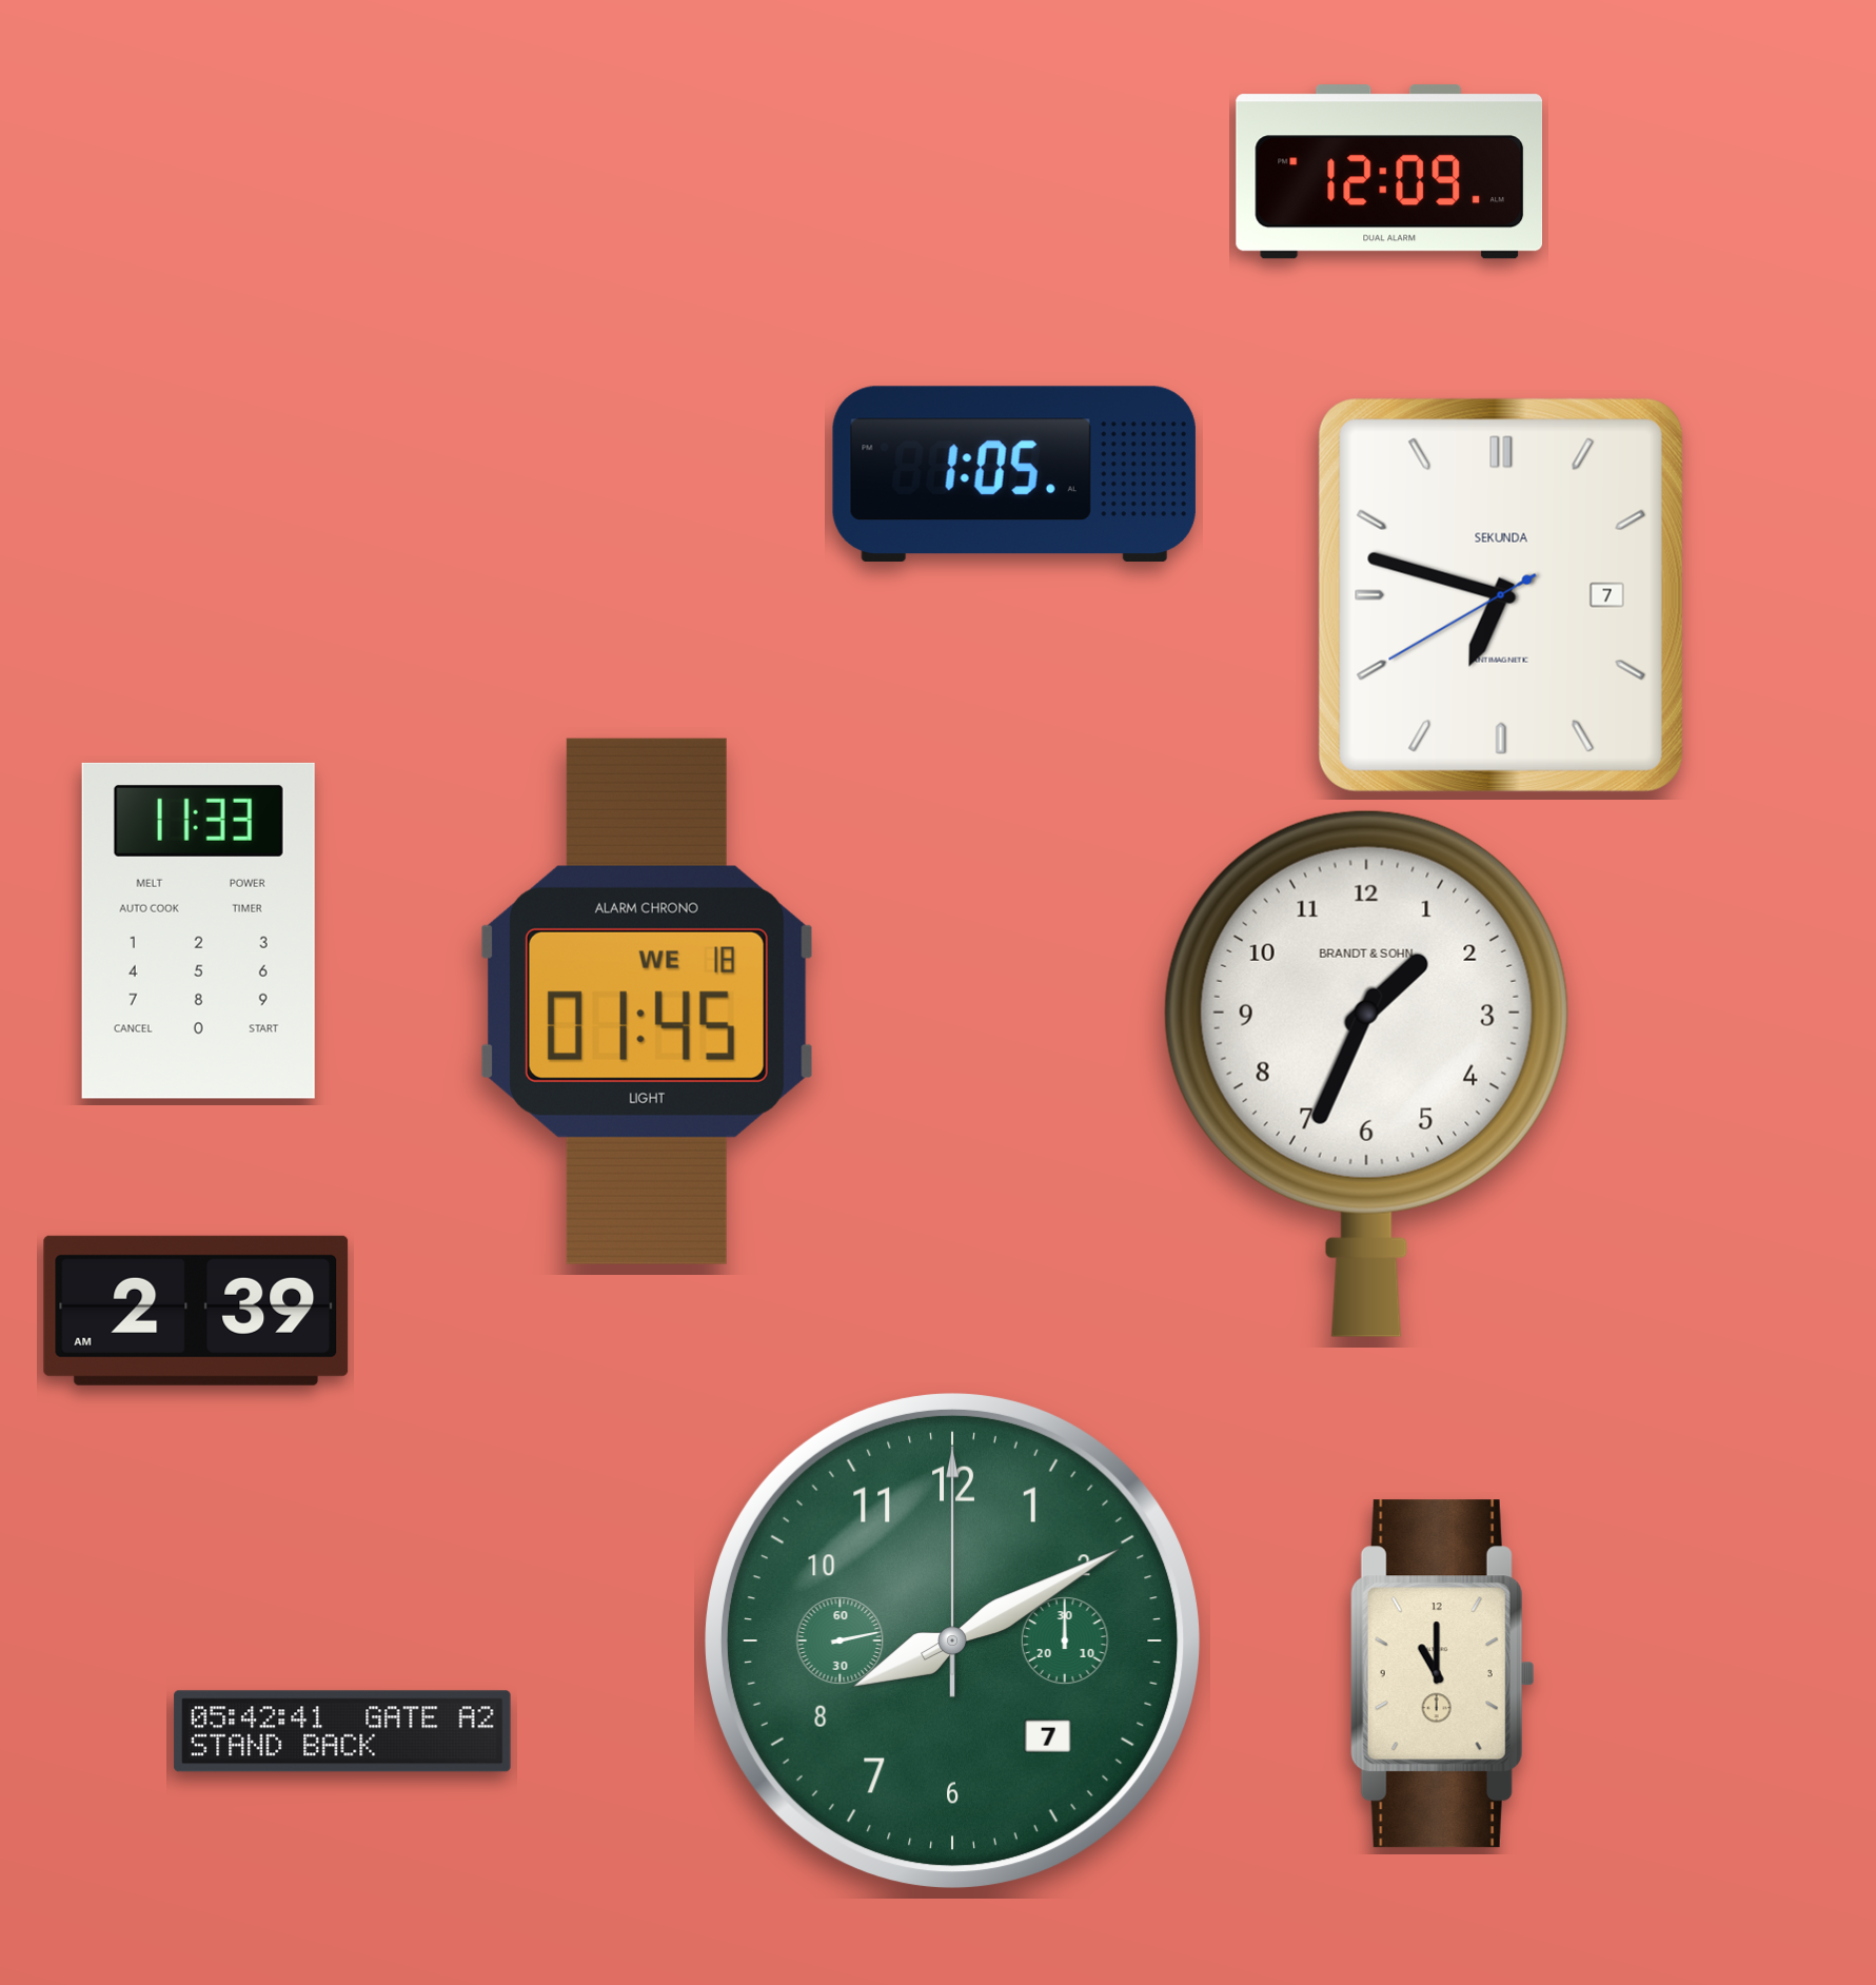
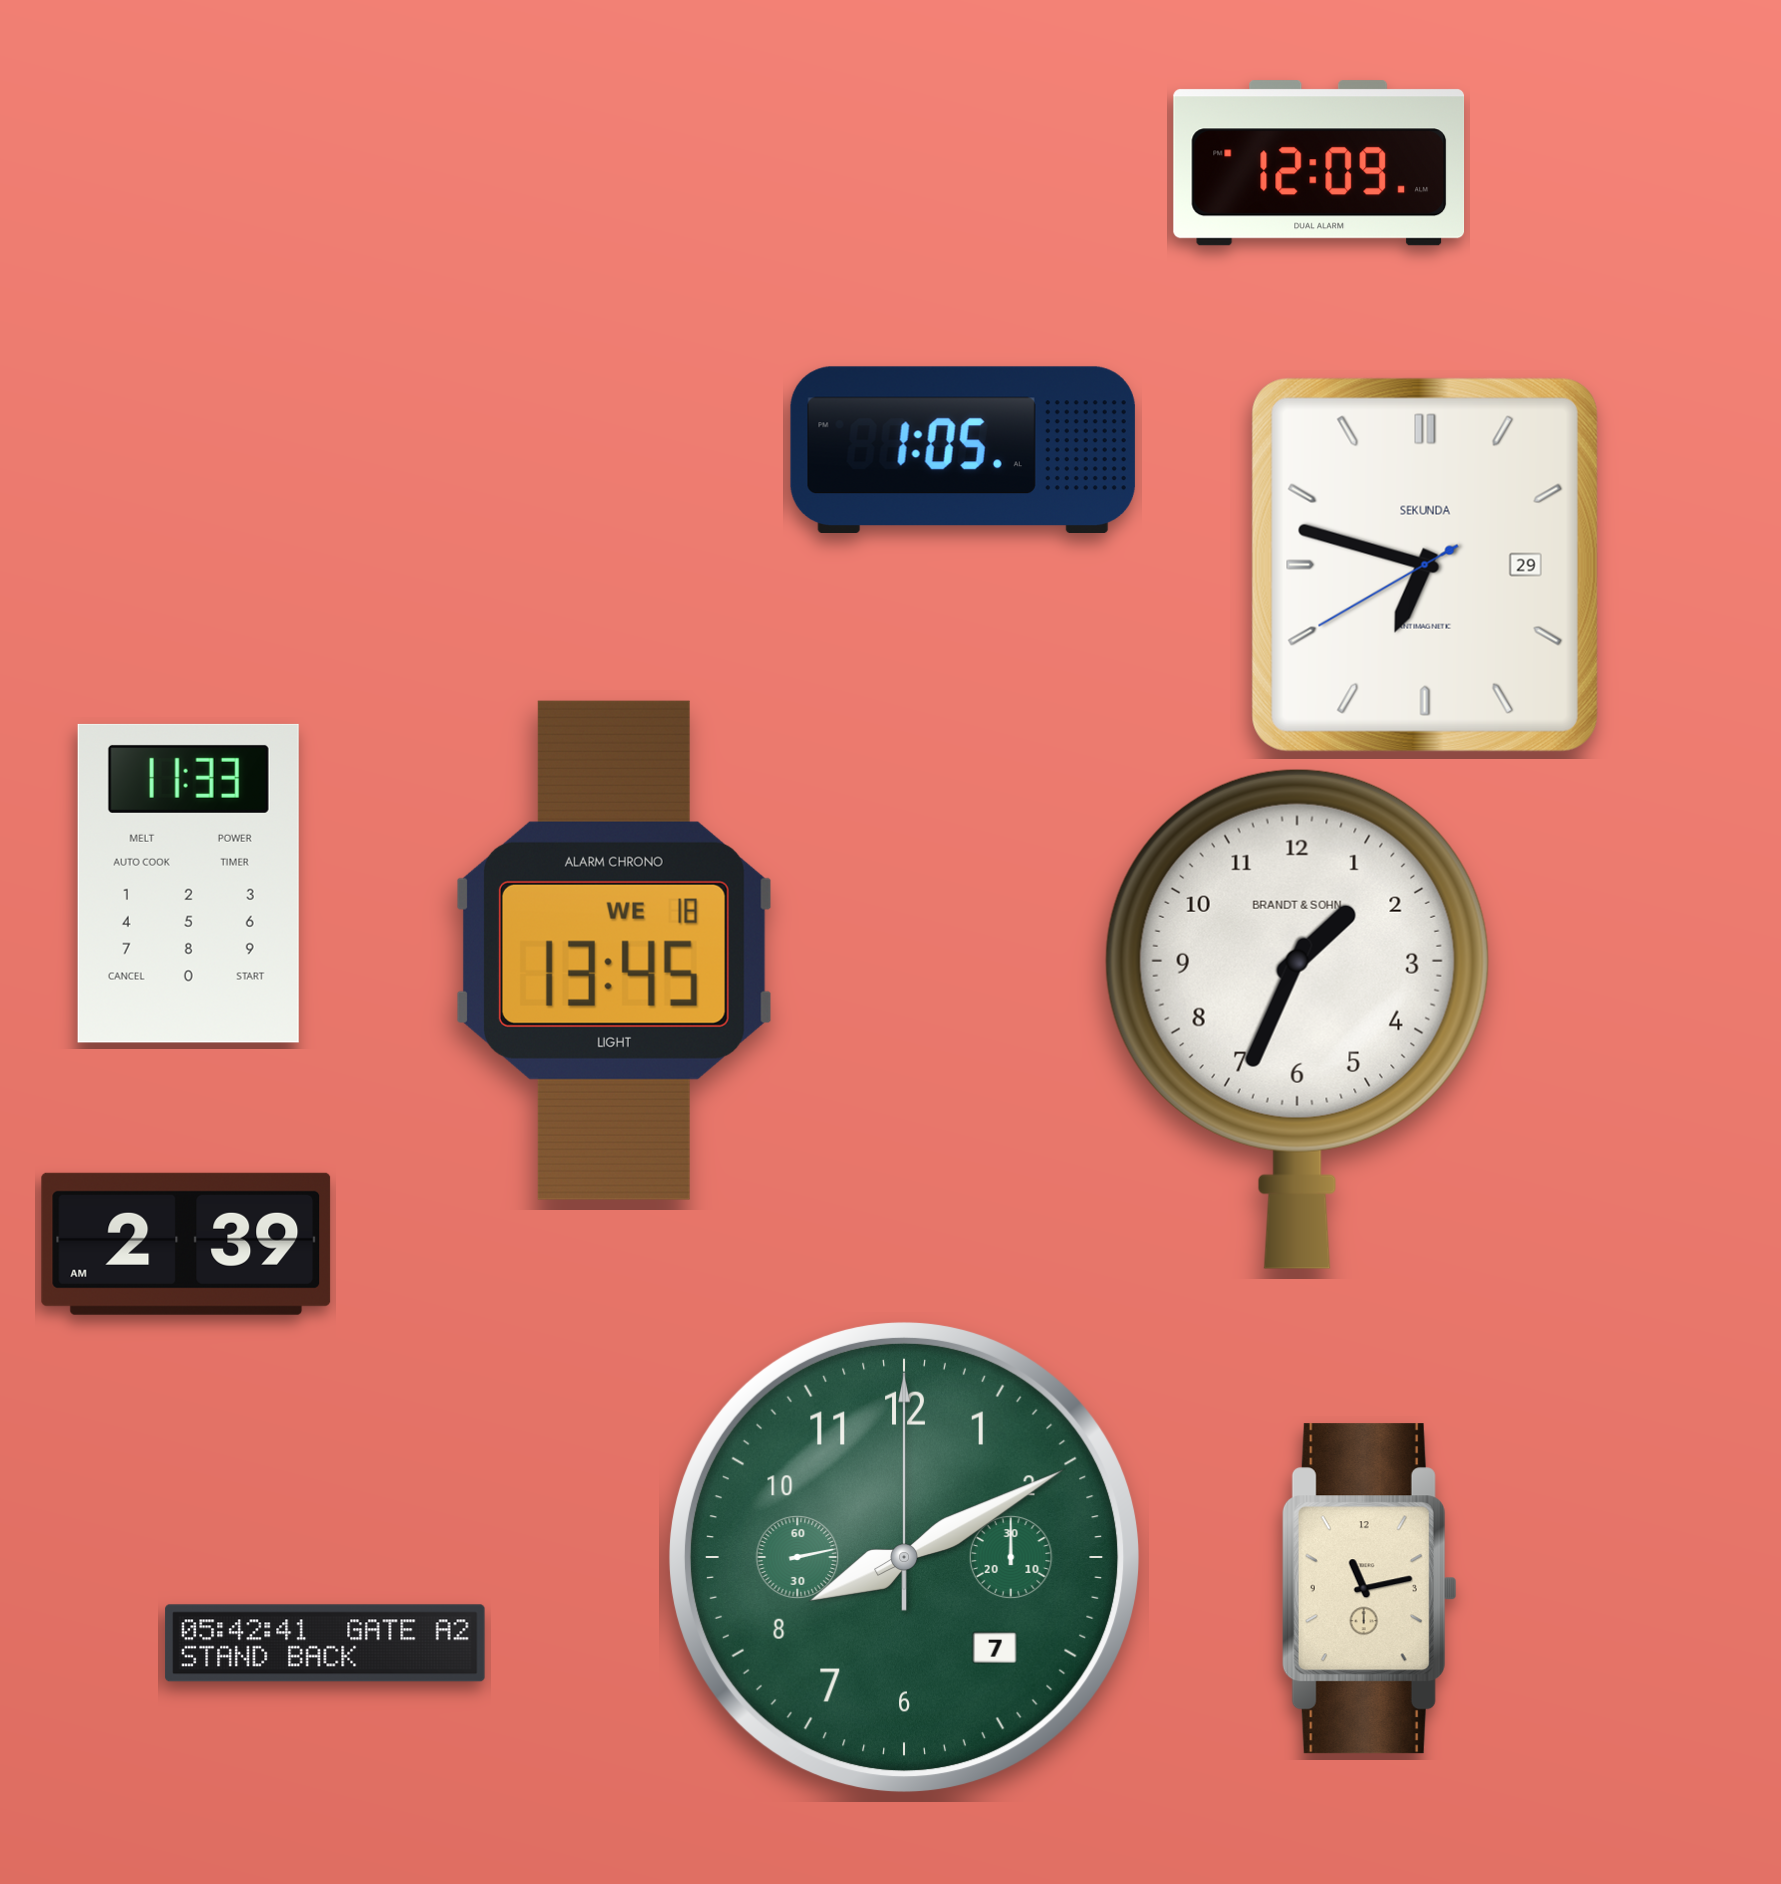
clock at (1501, 595) date: 7 -> 29
clock at (647, 1001): 01:45 -> 13:45
clock at (1442, 1674): 11:00 -> 11:13
